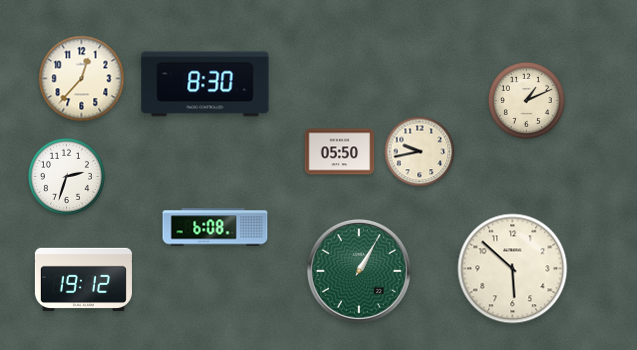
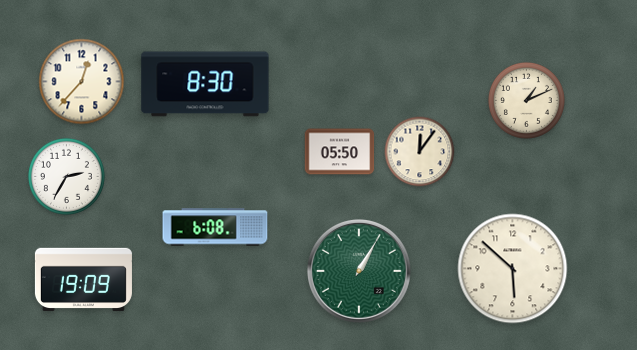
clock at (82, 79) position: (82, 79) -> (82, 82)
clock at (420, 152): 9:43 -> 12:06
clock at (66, 176): 2:33 -> 2:35
clock at (83, 280): 19:12 -> 19:09
